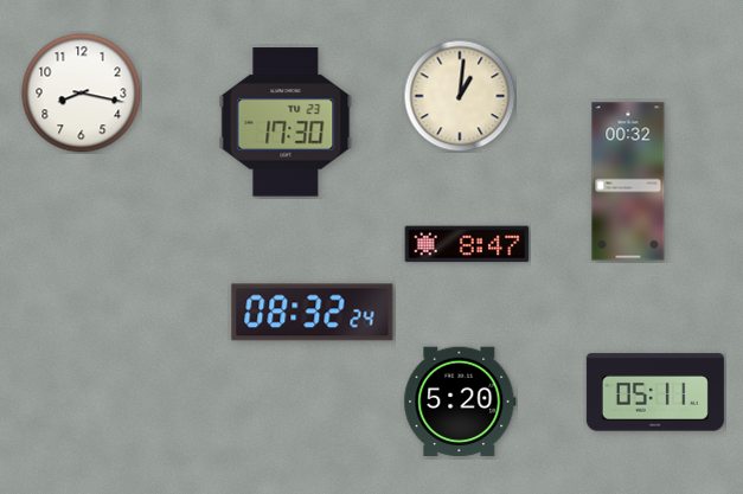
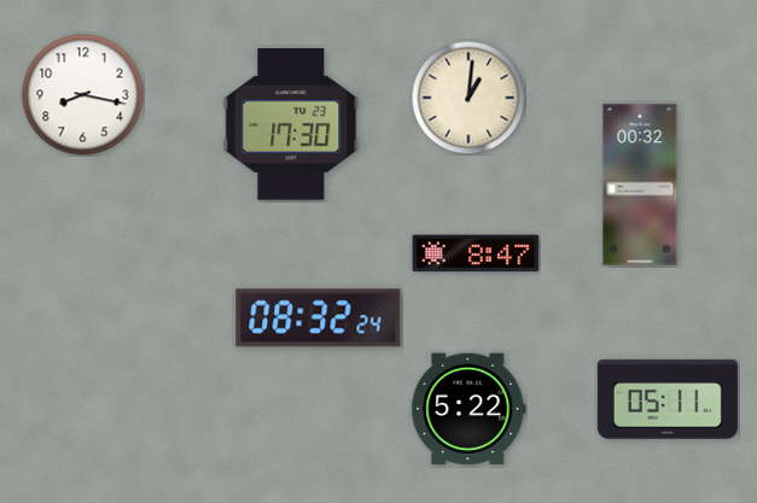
clock at (467, 244) position: (467, 244) -> (476, 253)
clock at (460, 402): 5:20 -> 5:22
